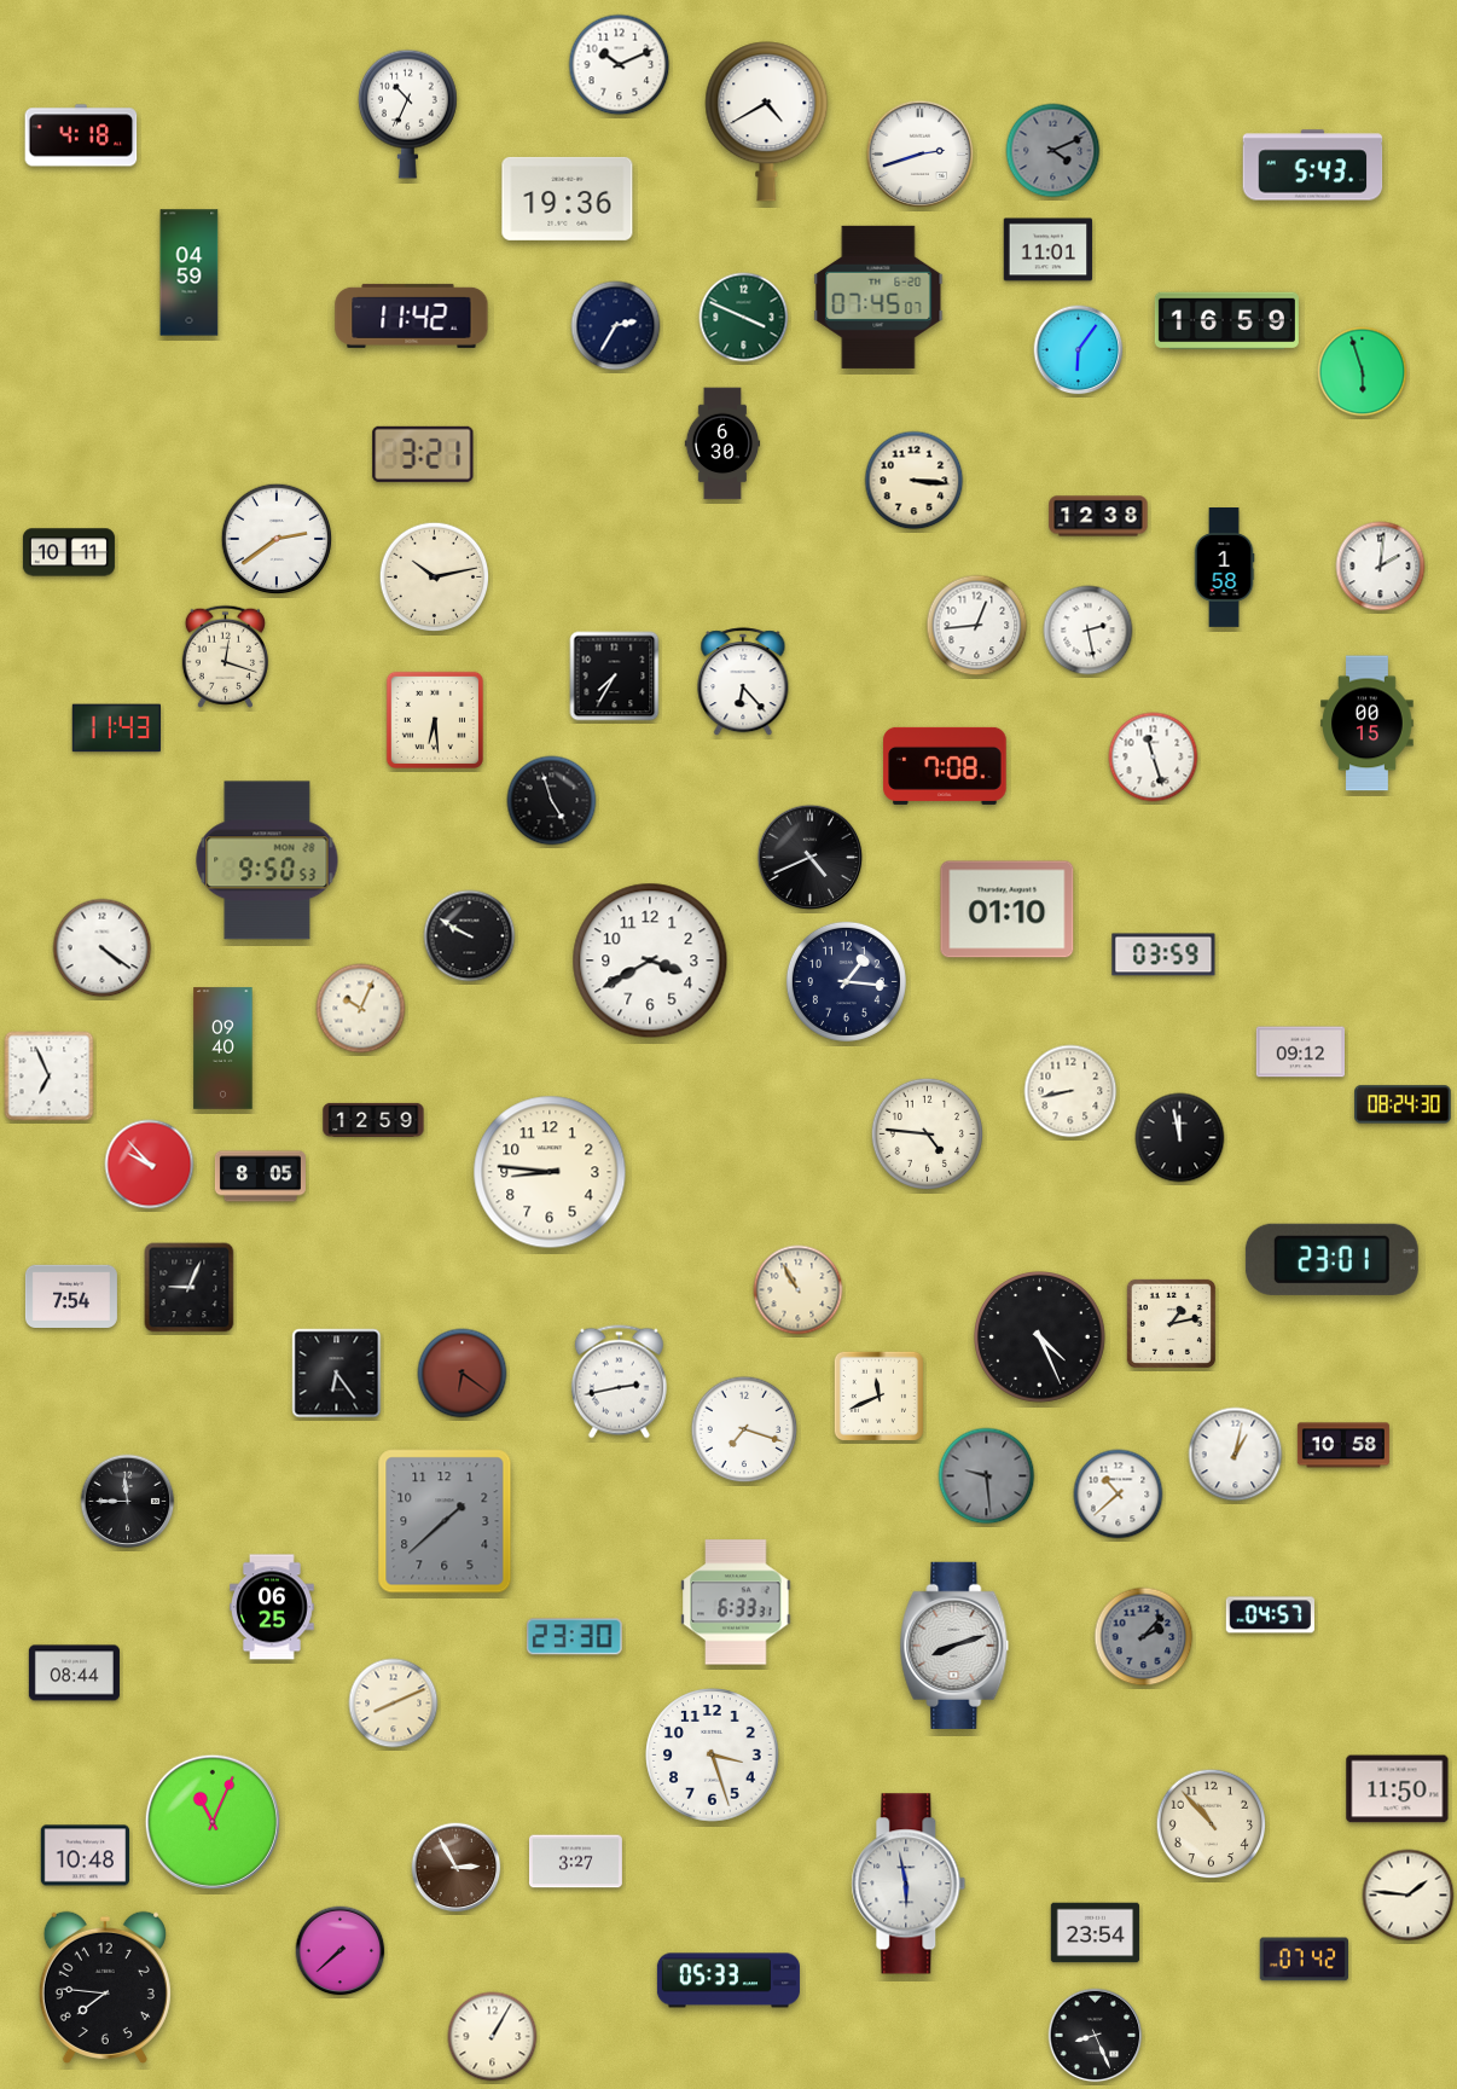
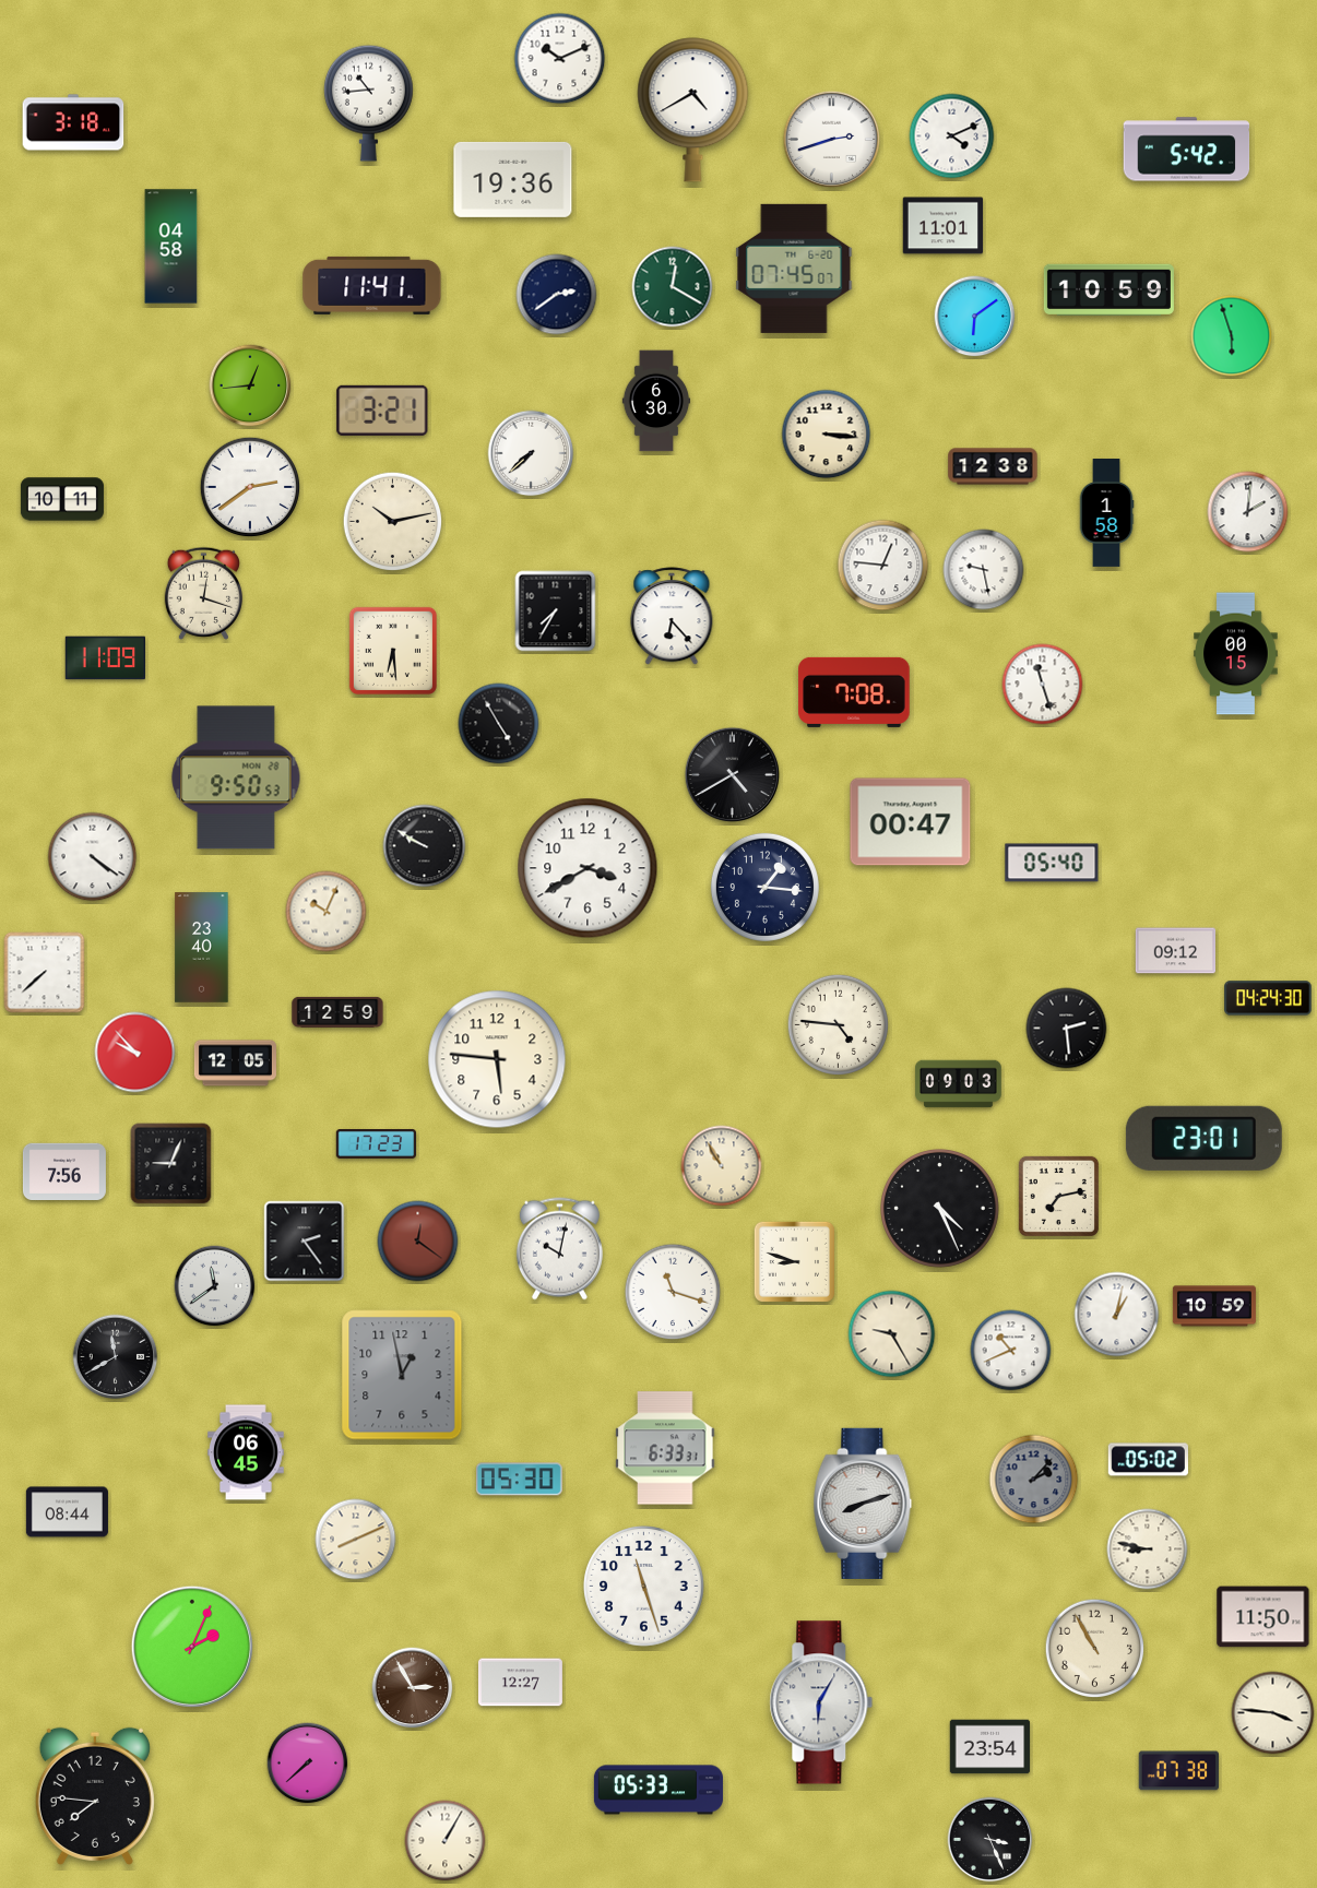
clock at (407, 114): 10:34 -> 10:44
clock at (81, 135): 4:18 -> 3:18
clock at (1053, 151) dial: grey -> white
clock at (1313, 166): 5:43 -> 5:42
clock at (1049, 250) position: (1049, 250) -> (944, 226)
clock at (190, 273): 04:59 -> 04:58
clock at (412, 315): 11:42 -> 11:41
clock at (744, 318): 3:49 -> 12:20
clock at (1226, 321): 16:59 -> 10:59
clock at (616, 326): 2:35 -> 2:39
clock at (1079, 350): 6:06 -> 6:09
clock at (250, 385): none -> 12:44
clock at (722, 443) position: (722, 443) -> (656, 401)
clock at (531, 453): none -> 7:38
clock at (977, 626): 12:44 -> 12:46
clock at (1089, 631): 2:28 -> 9:28
clock at (117, 729): 11:43 -> 11:09
clock at (552, 801): 4:57 -> 4:55
clock at (811, 858): 4:41 -> 4:40
clock at (267, 860) position: (267, 860) -> (236, 777)
clock at (1008, 910): 01:10 -> 00:47
clock at (1163, 954): 03:59 -> 05:40
clock at (224, 1049): 09:40 -> 23:40
clock at (50, 1077): 6:56 -> 7:38
clock at (1070, 1091): 8:43 -> none
clock at (1403, 1104): 08:24 -> 04:24
clock at (1180, 1138): 11:58 -> 2:29
clock at (550, 1172): 8:46 -> 5:46
clock at (260, 1177): 8:05 -> 12:05
clock at (959, 1084): none -> 09:03
clock at (377, 1144): none -> 17:23
clock at (71, 1295): 7:54 -> 7:56
clock at (1171, 1323): 1:13 -> 7:13
clock at (337, 1374): 6:24 -> 2:24
clock at (463, 1374): 6:21 -> 12:21
clock at (619, 1382): 2:43 -> 10:02
clock at (878, 1395): 11:41 -> 8:48
clock at (215, 1286): none -> 11:39
clock at (744, 1429): 7:18 -> 11:18
clock at (1343, 1445): 10:58 -> 10:59
clock at (987, 1476): 9:29 -> 9:25
clock at (987, 1476) dial: grey -> cream
clock at (1119, 1495): 10:38 -> 10:41
clock at (128, 1502): 11:45 -> 11:40
clock at (445, 1521): 1:38 -> 12:58
clock at (273, 1607): 06:25 -> 06:45
clock at (1270, 1615): 04:57 -> 05:02
clock at (575, 1637): 23:30 -> 05:30
clock at (954, 1646) position: (954, 1646) -> (863, 1504)
clock at (1148, 1549): none -> 8:47
clock at (713, 1756): 3:27 -> 11:27
clock at (213, 1822): 11:04 -> 2:04
clock at (1212, 1824): 10:53 -> 10:55
clock at (86, 1856): 10:48 -> none
clock at (575, 1862): 3:27 -> 12:27
clock at (909, 1884): 5:58 -> 6:05
clock at (1409, 1896): 1:46 -> 3:46
clock at (1304, 1960): 07:42 -> 07:38
clock at (1096, 2036): 8:26 -> 3:26
